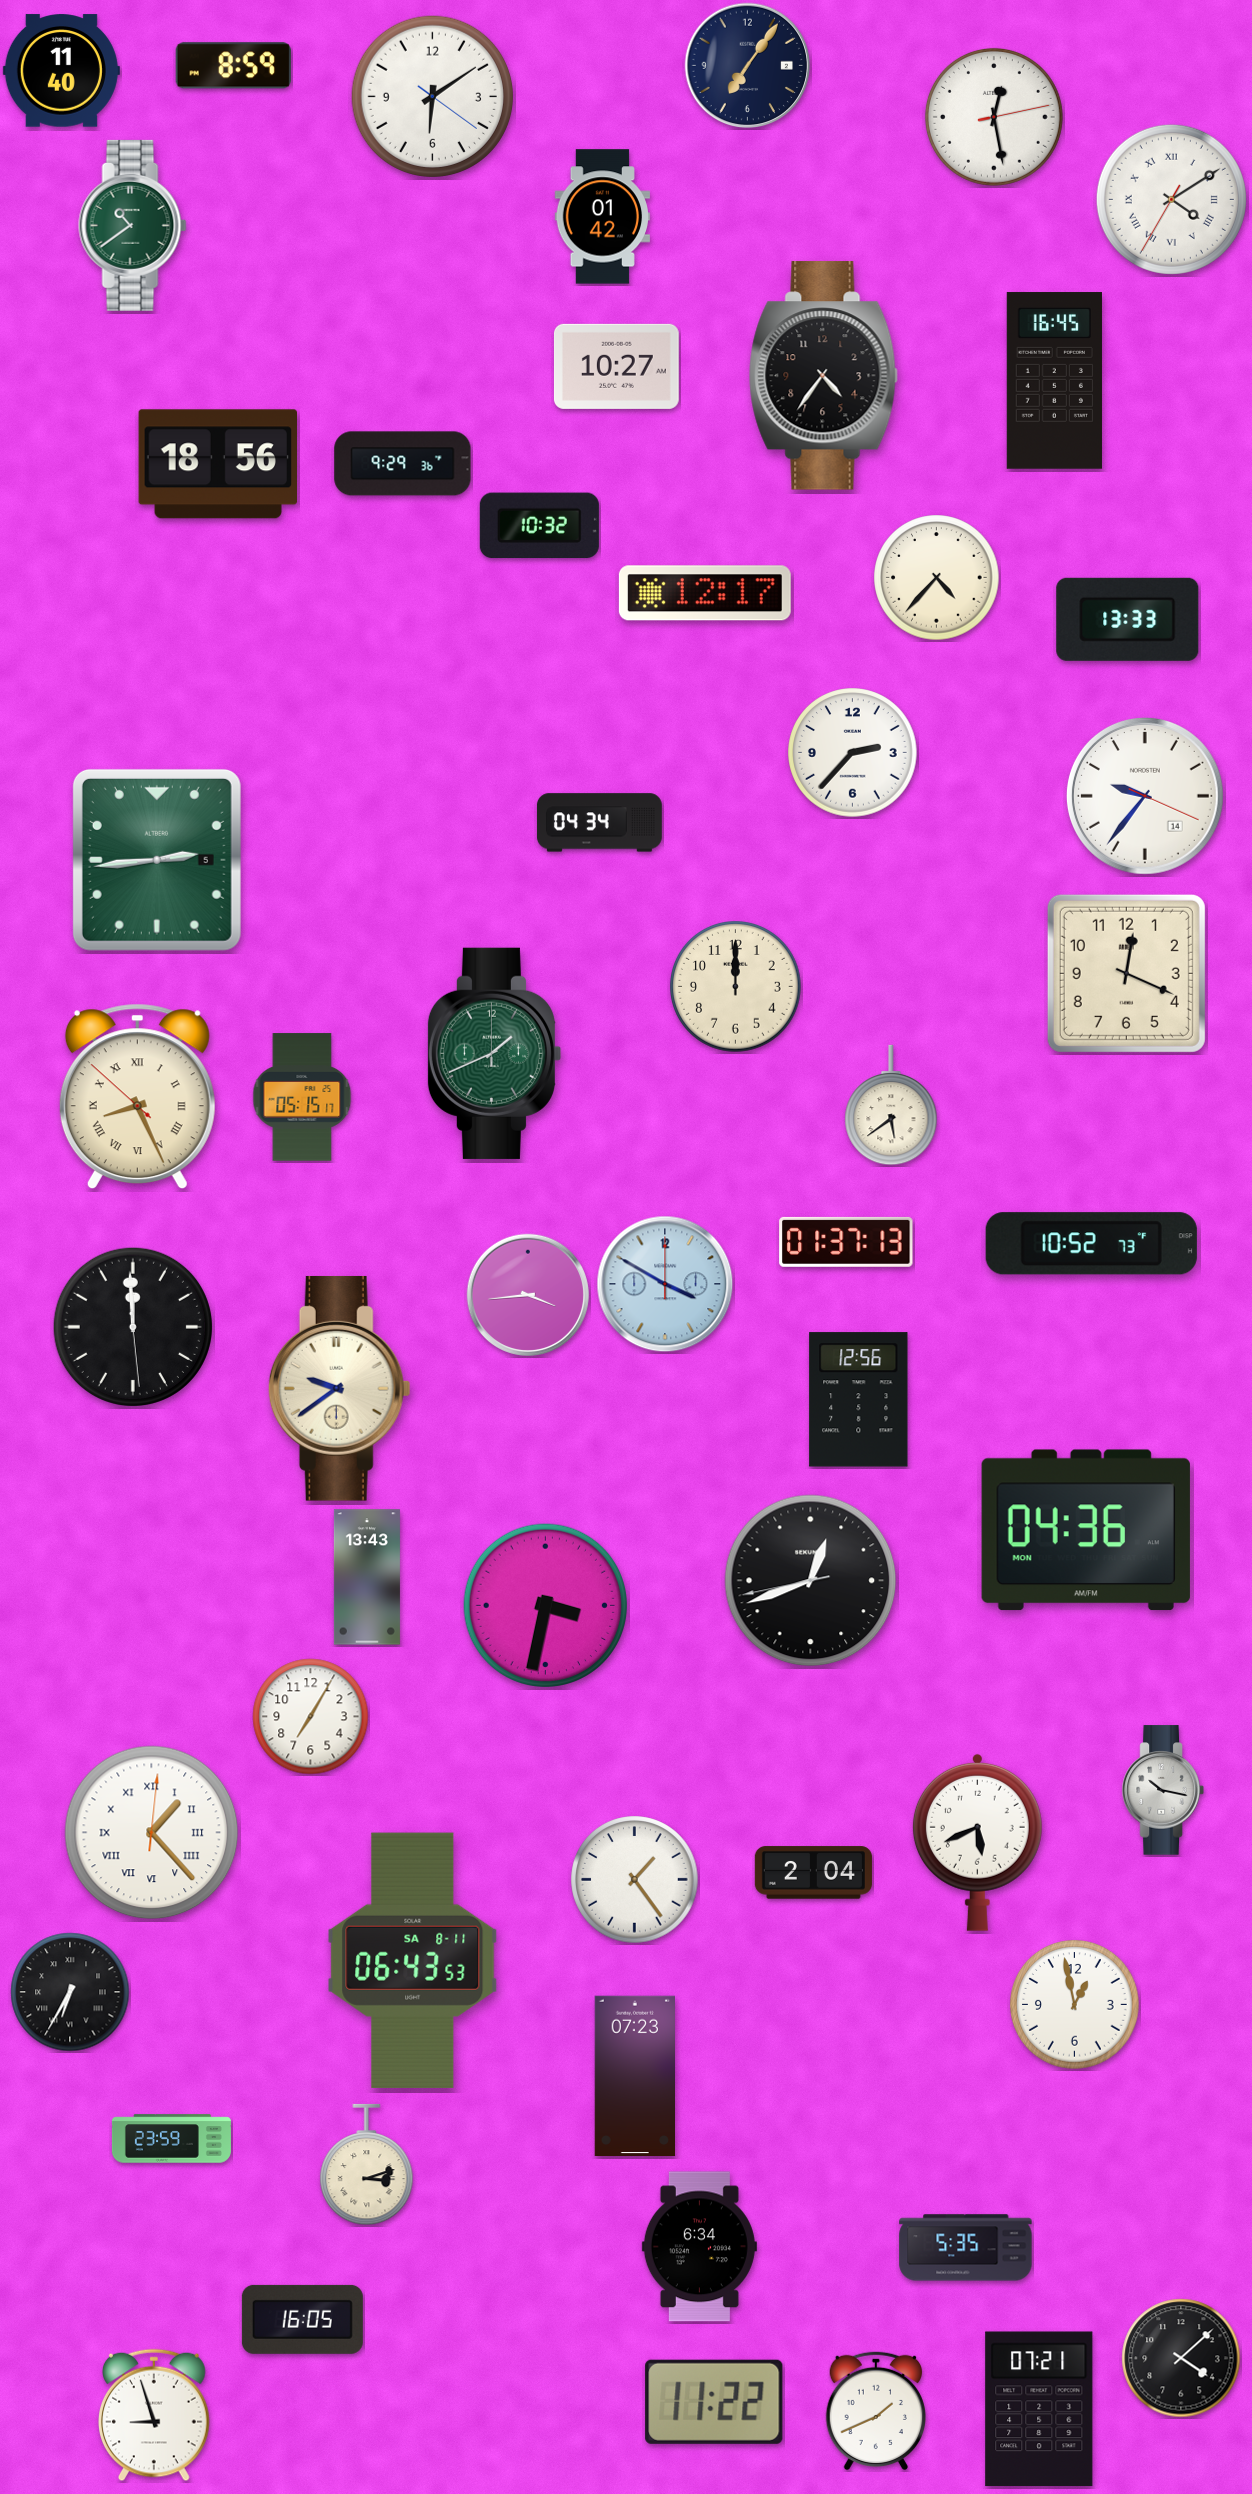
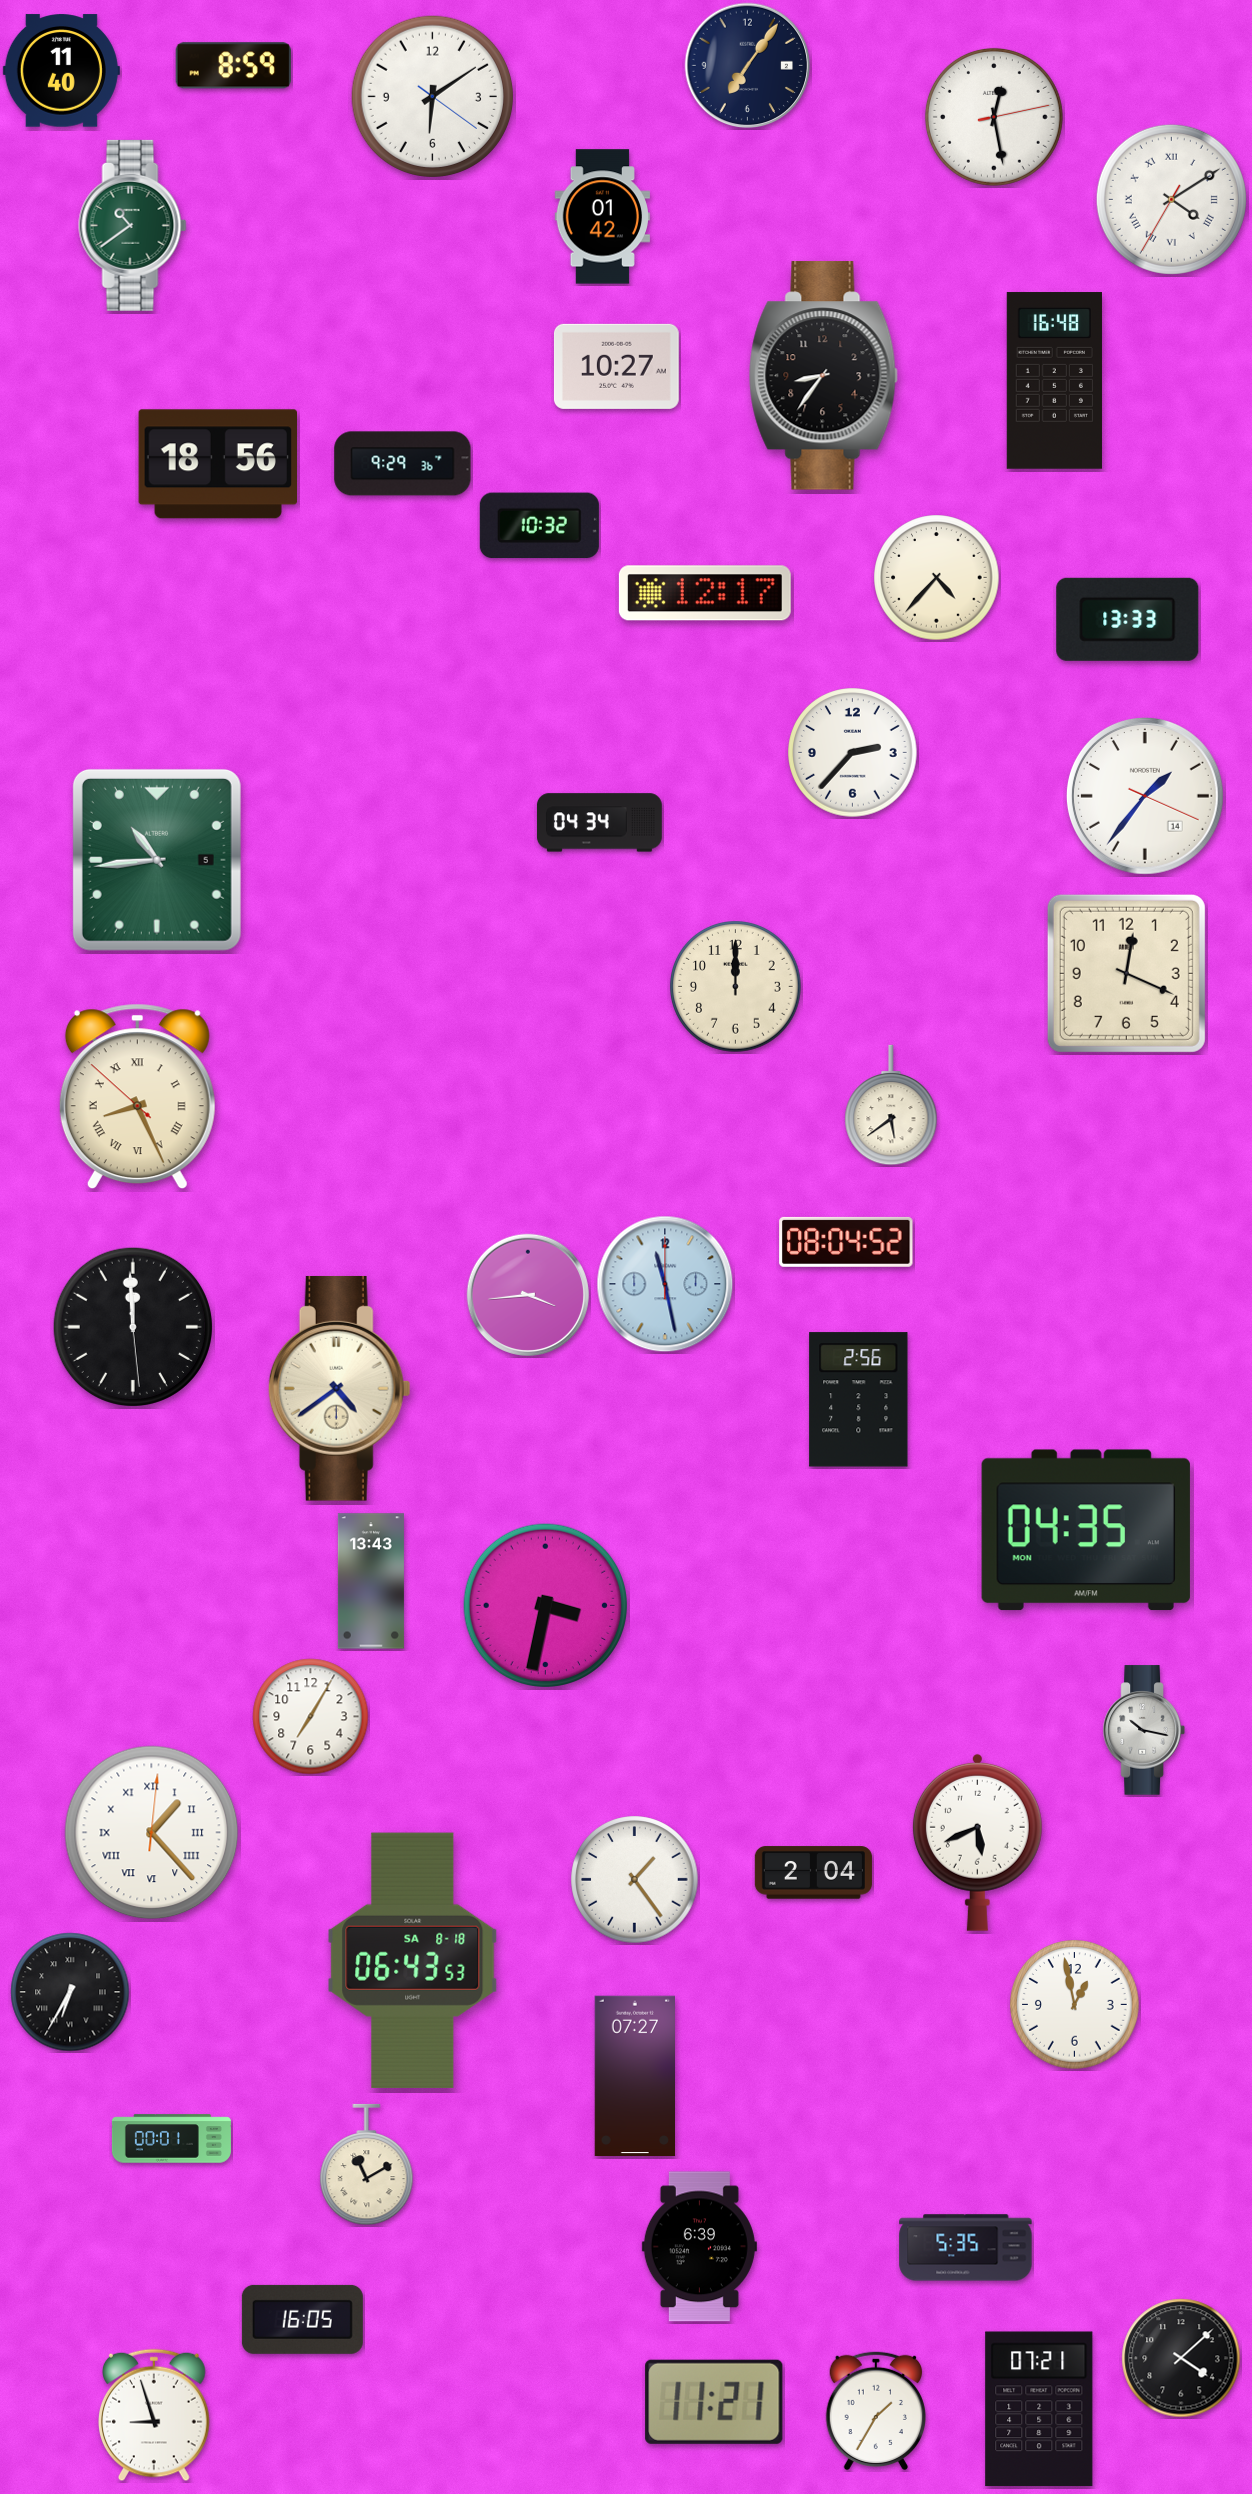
clock at (823, 376): 4:36 -> 8:36
clock at (1054, 381): 16:45 -> 16:48
clock at (1145, 796): 9:36 -> 1:36
clock at (157, 860): 2:44 -> 10:44
clock at (494, 1053): 1:41 -> none
clock at (302, 1097): 05:15 -> none
clock at (846, 1242): 01:37 -> 08:04
clock at (1091, 1244): 10:52 -> none
clock at (665, 1284): 3:50 -> 11:28
clock at (339, 1388): 9:39 -> 4:39
clock at (859, 1400): 12:56 -> 2:56
clock at (1086, 1530): 04:36 -> 04:35
clock at (367, 1577) position: (367, 1577) -> (371, 1581)
clock at (811, 1581): 12:41 -> none
clock at (1163, 1790) position: (1163, 1790) -> (1144, 1730)
clock at (413, 1960) date: SA 8-11 -> SA 8-18
clock at (635, 2076): 07:23 -> 07:27
clock at (171, 2139): 23:59 -> 00:01
clock at (367, 2165): 3:12 -> 11:10
clock at (699, 2247): 6:34 -> 6:39
clock at (714, 2402): 11:22 -> 11:21
clock at (875, 2411): 1:41 -> 1:35
